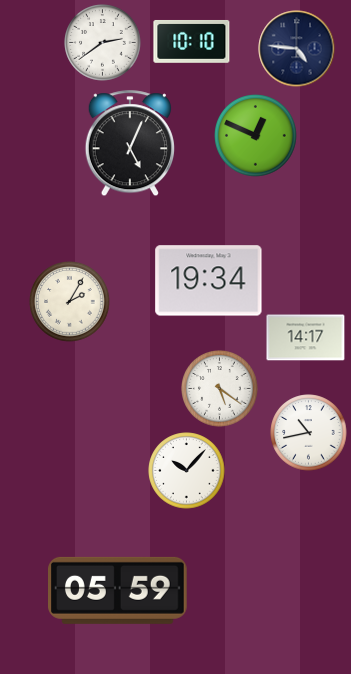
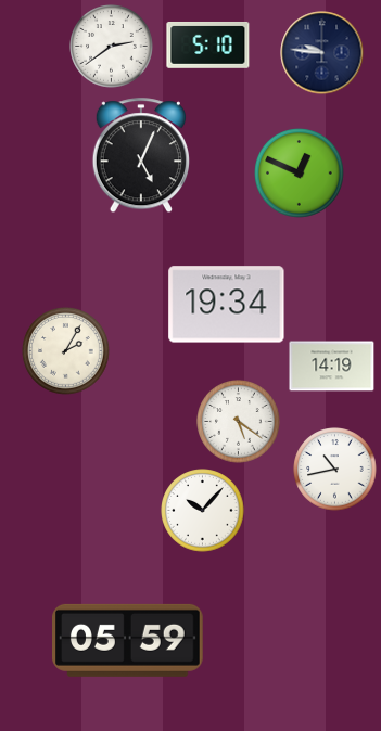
clock at (192, 41): 10:10 -> 5:10
clock at (297, 49): 4:46 -> 9:46
clock at (256, 136) position: (256, 136) -> (300, 174)
clock at (70, 302) position: (70, 302) -> (66, 351)
clock at (306, 338): 14:17 -> 14:19
